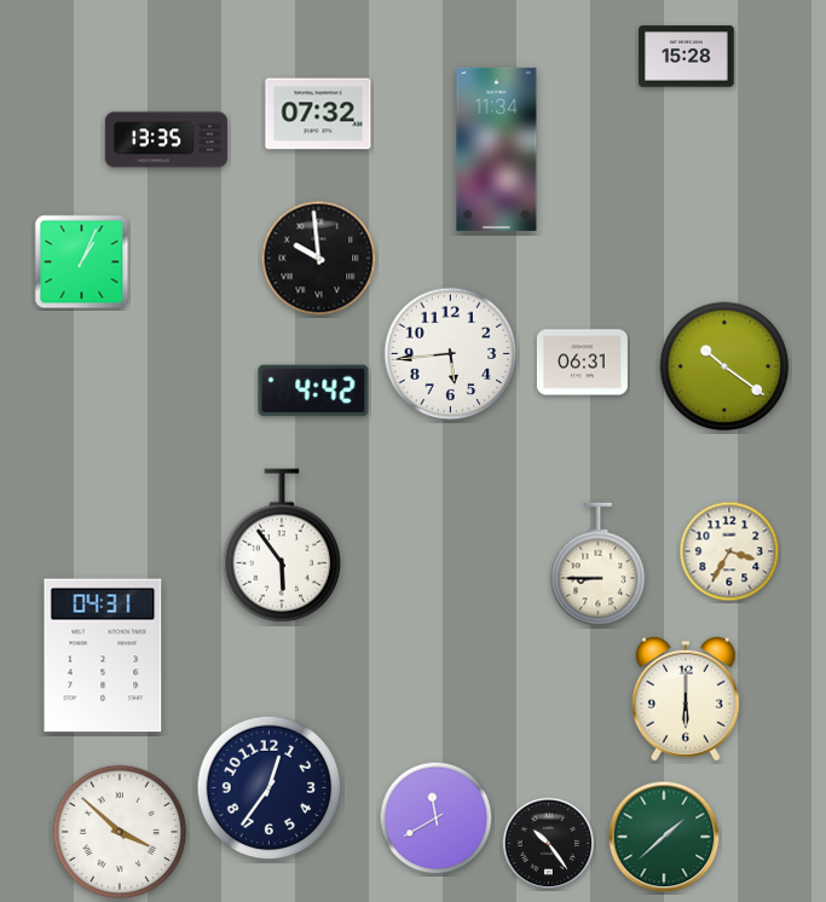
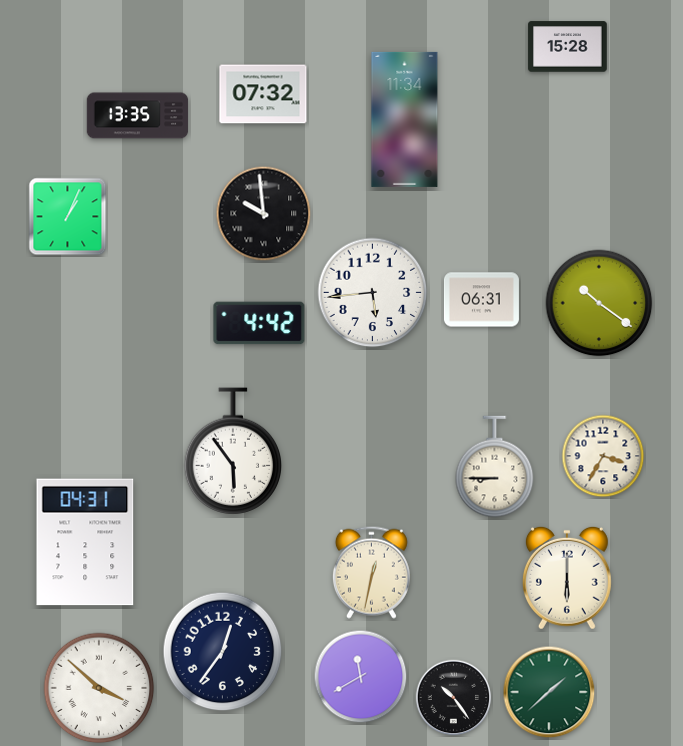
clock at (497, 149) position: (497, 149) -> (405, 119)
clock at (371, 572): none -> 12:32
